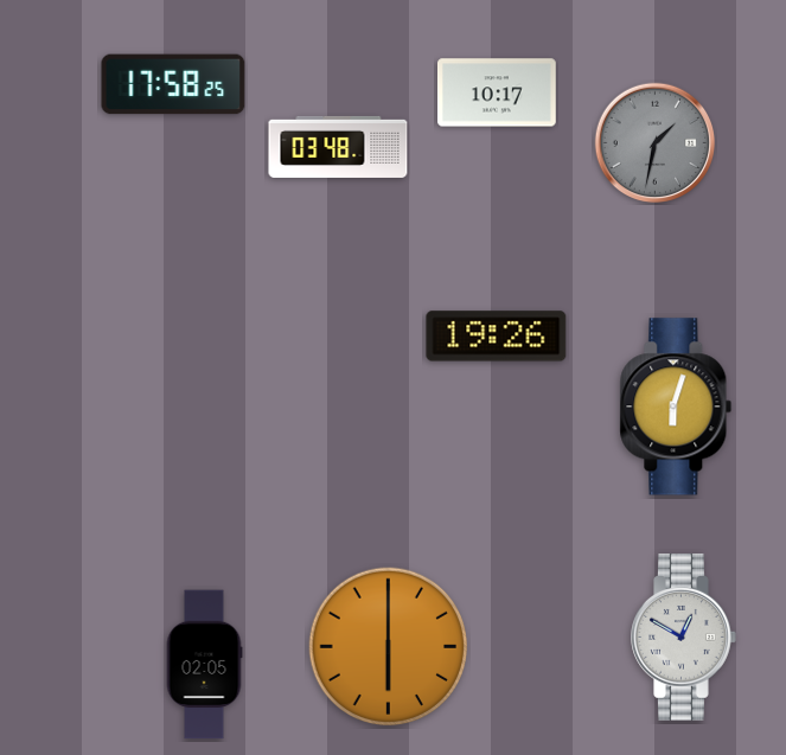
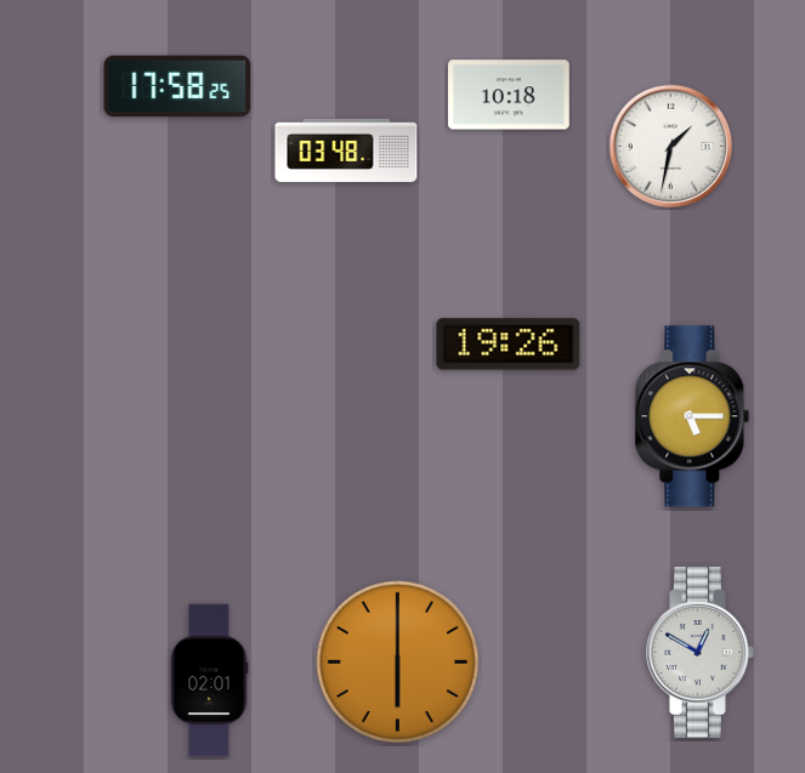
clock at (498, 92): 10:17 -> 10:18
clock at (656, 143) dial: grey -> white
clock at (676, 407): 6:03 -> 5:15
clock at (204, 665): 02:05 -> 02:01
